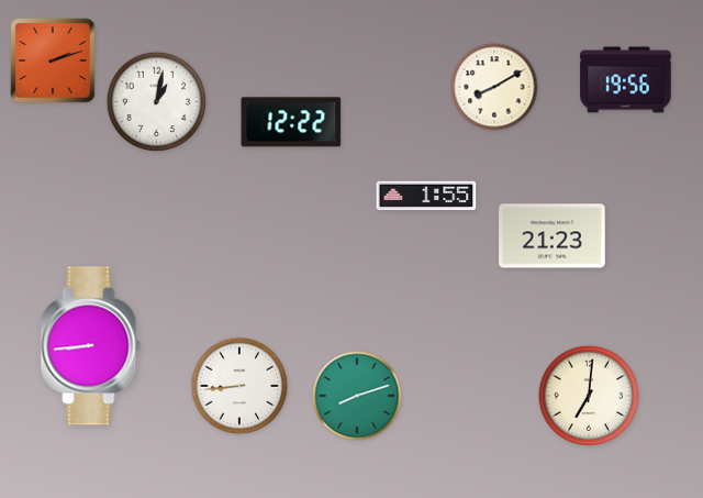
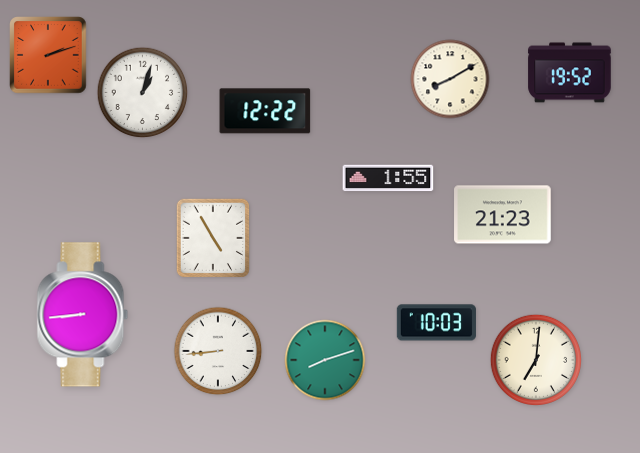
clock at (626, 80): 19:56 -> 19:52
clock at (157, 102): 1:02 -> 1:03
clock at (213, 238): none -> 4:55
clock at (436, 323): none -> 10:03
